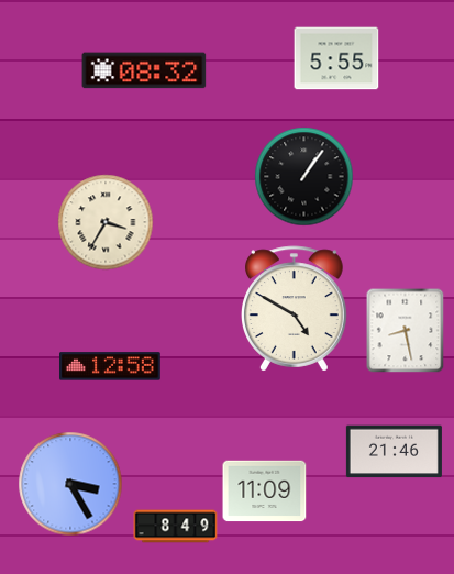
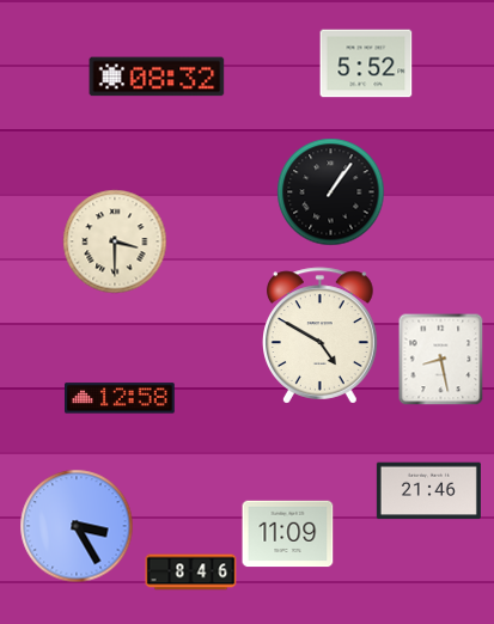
clock at (336, 58): 5:55 -> 5:52
clock at (106, 222): 3:35 -> 3:30
clock at (176, 527): 8:49 -> 8:46
